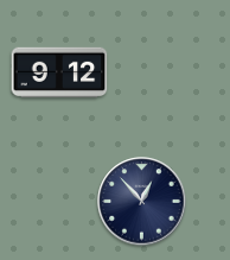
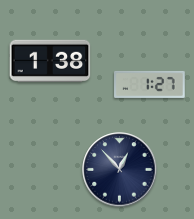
clock at (59, 72): 9:12 -> 1:38
clock at (150, 84): none -> 1:27
